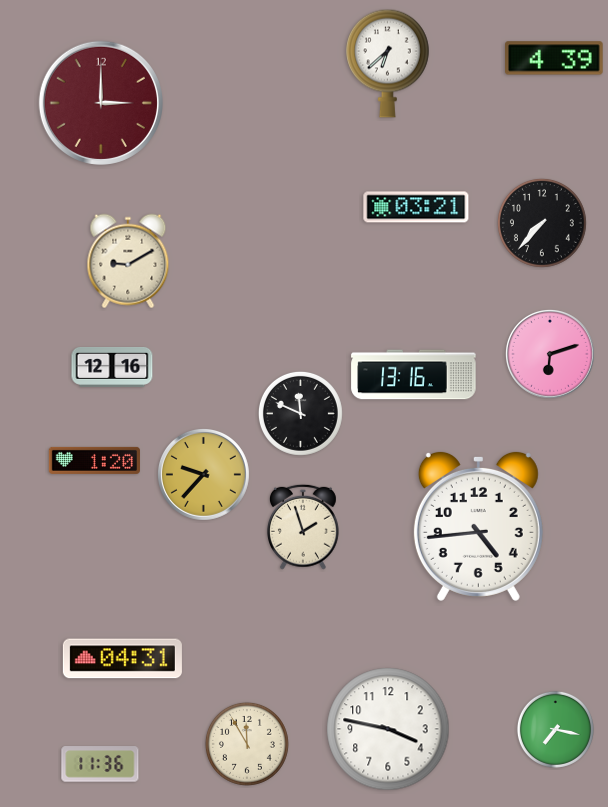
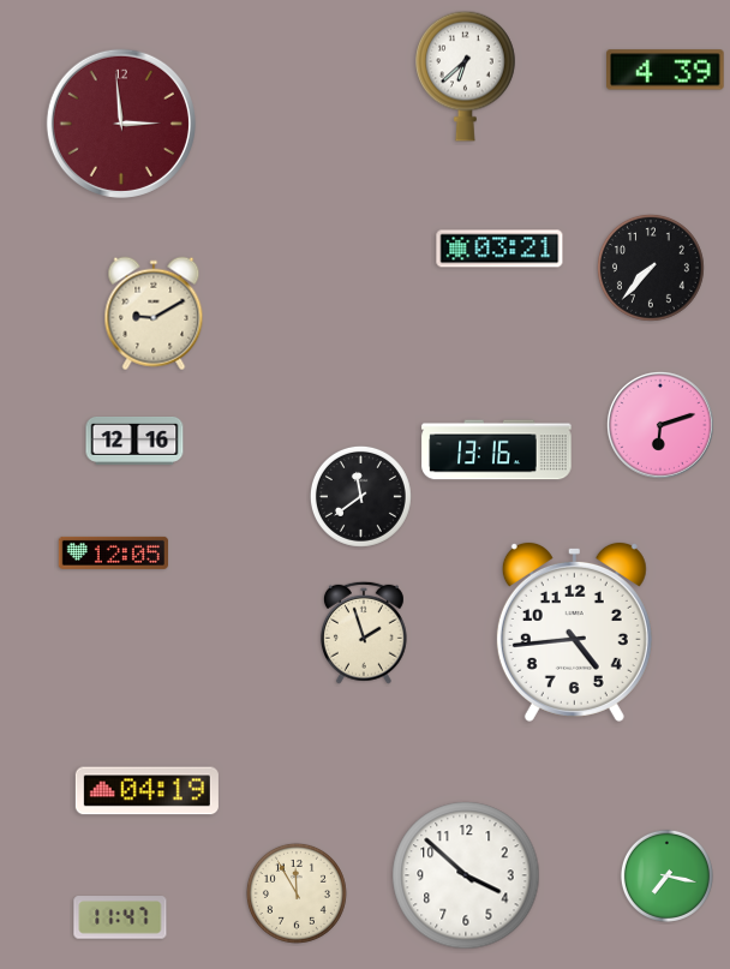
clock at (101, 103): 3:00 -> 2:59
clock at (300, 413): 11:49 -> 11:39
clock at (94, 460): 1:20 -> 12:05
clock at (203, 474): 9:37 -> none
clock at (122, 659): 04:31 -> 04:19
clock at (388, 729): 3:47 -> 3:52
clock at (100, 764): 11:36 -> 11:47
